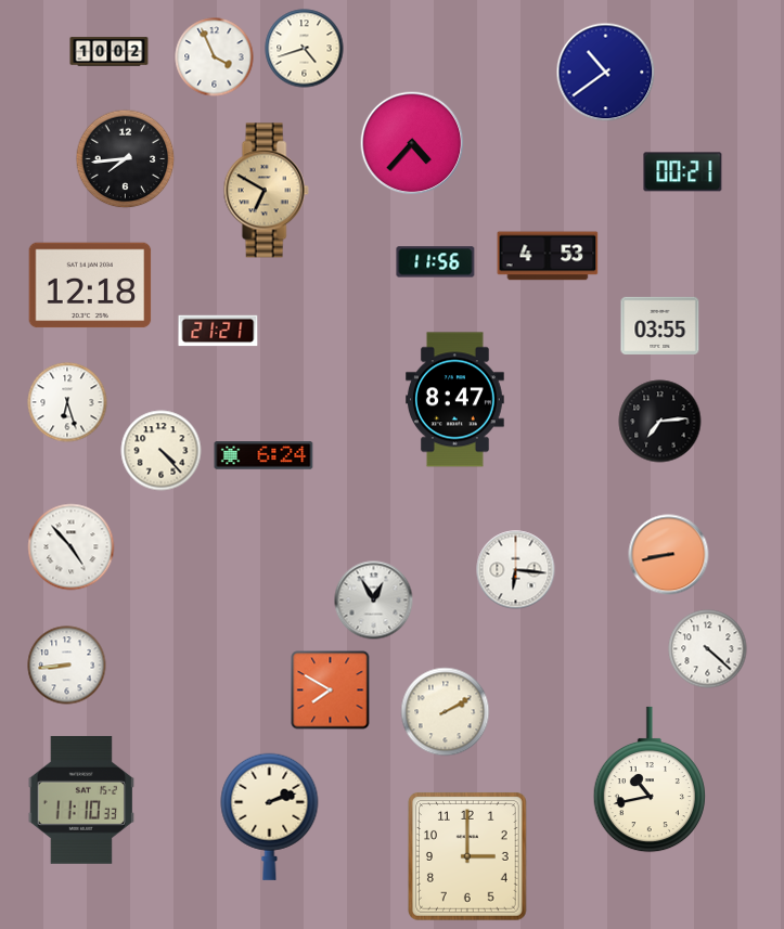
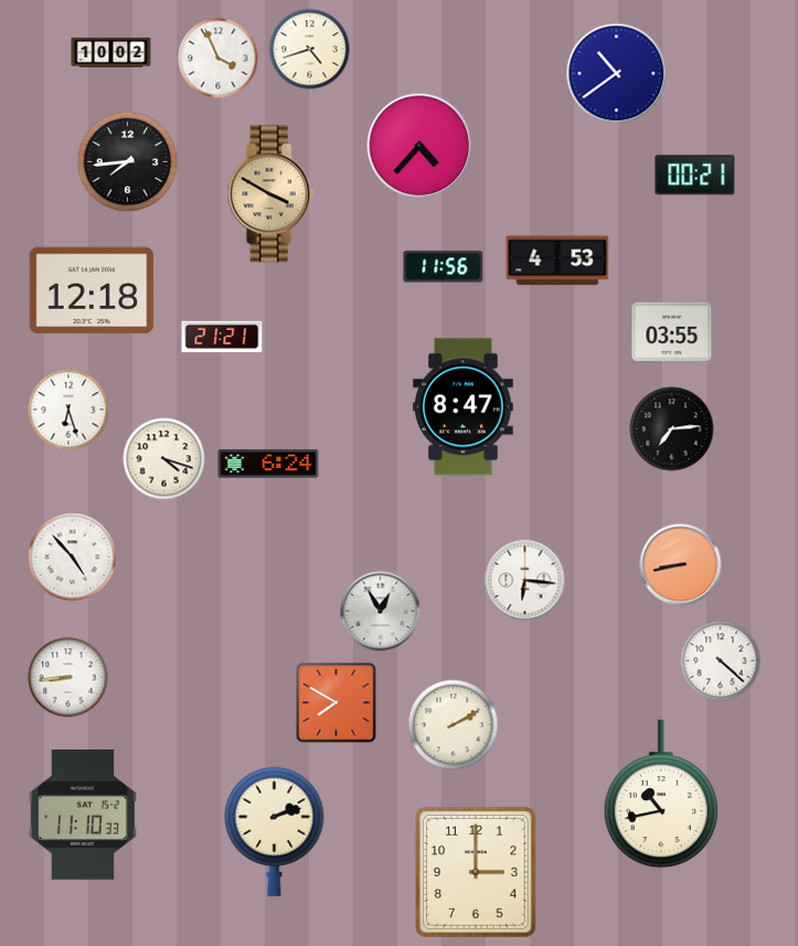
clock at (266, 191): 6:50 -> 3:50
clock at (162, 451): 4:23 -> 4:18
